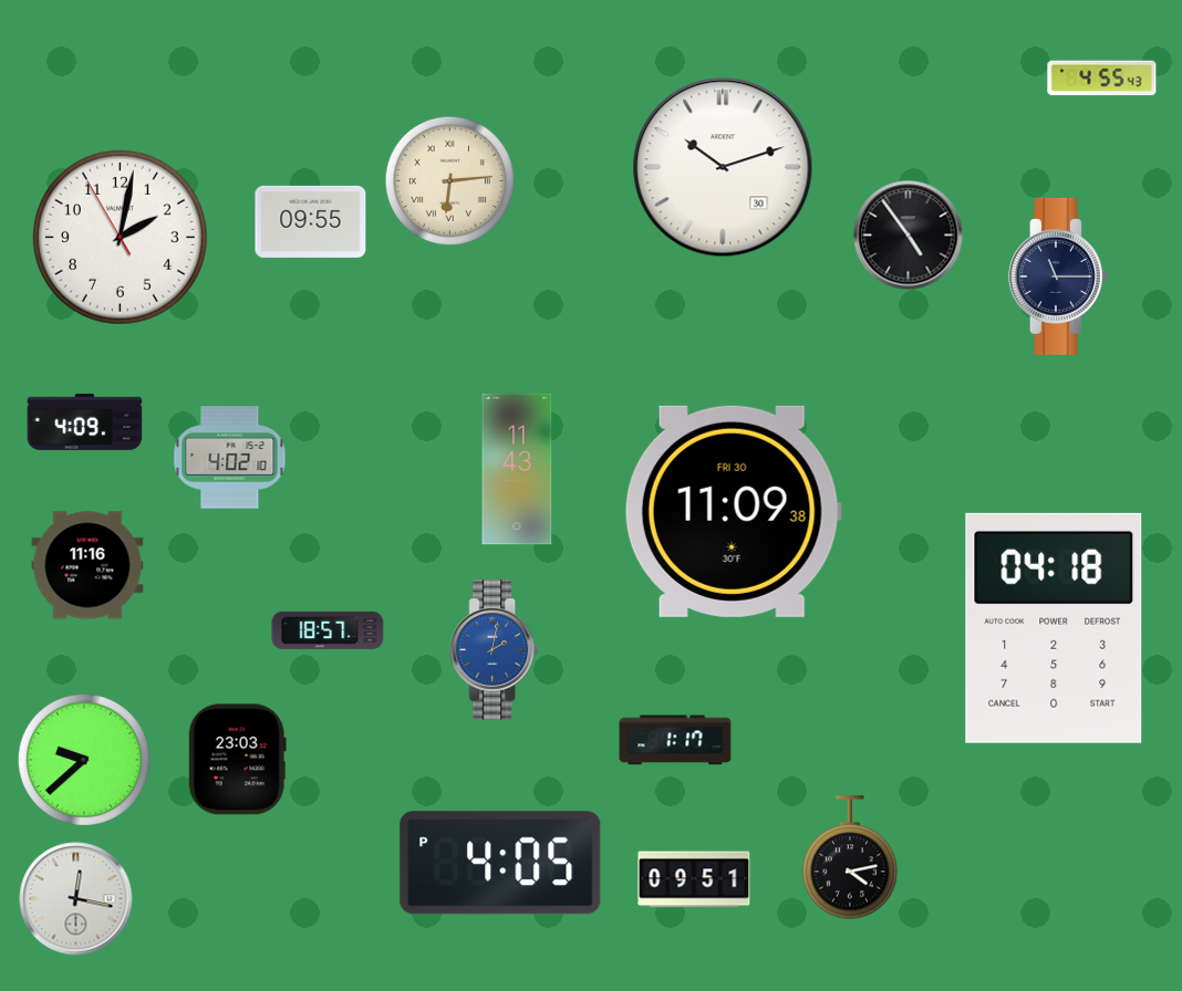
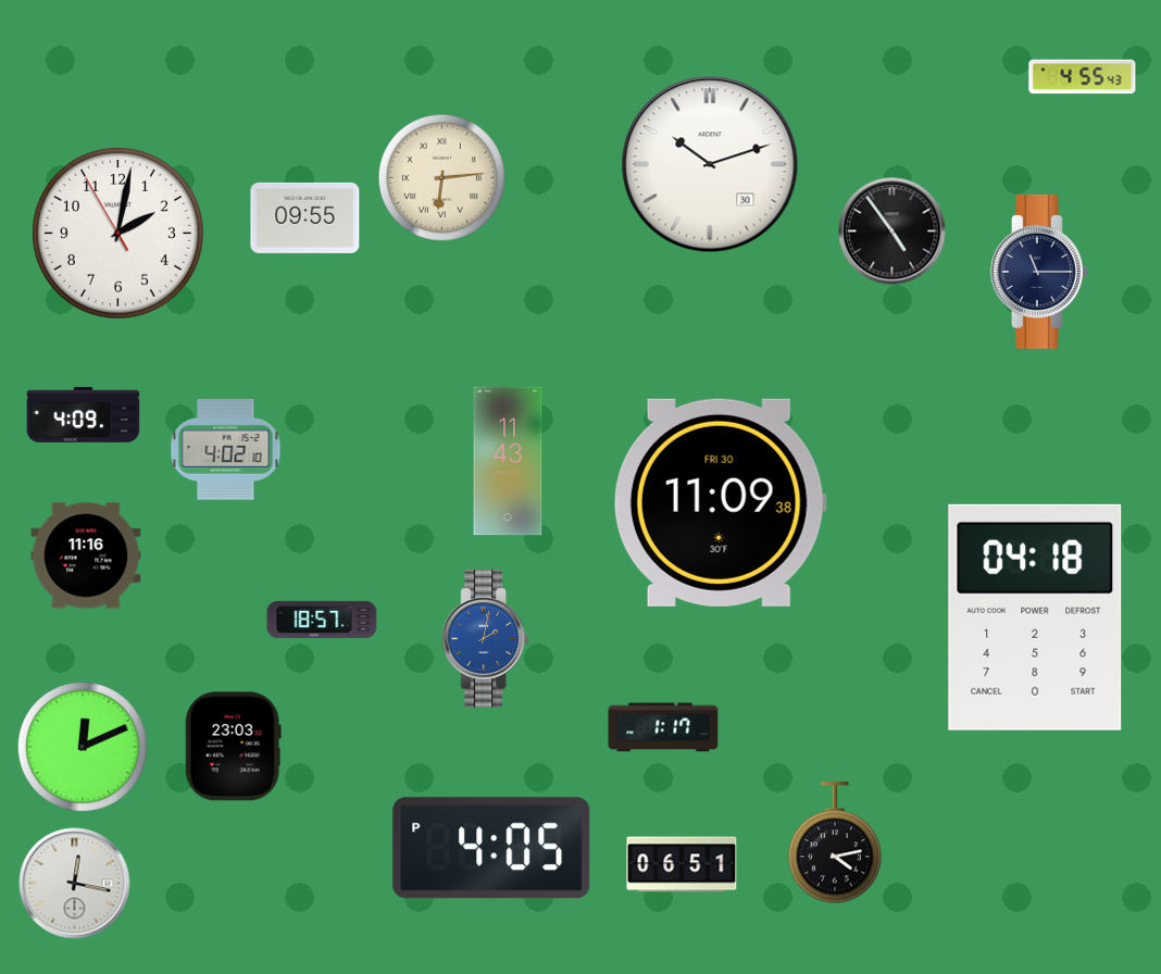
clock at (84, 760): 9:38 -> 12:11
clock at (694, 879): 09:51 -> 06:51
